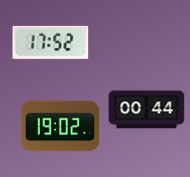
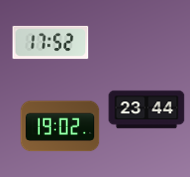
clock at (147, 110): 00:44 -> 23:44
